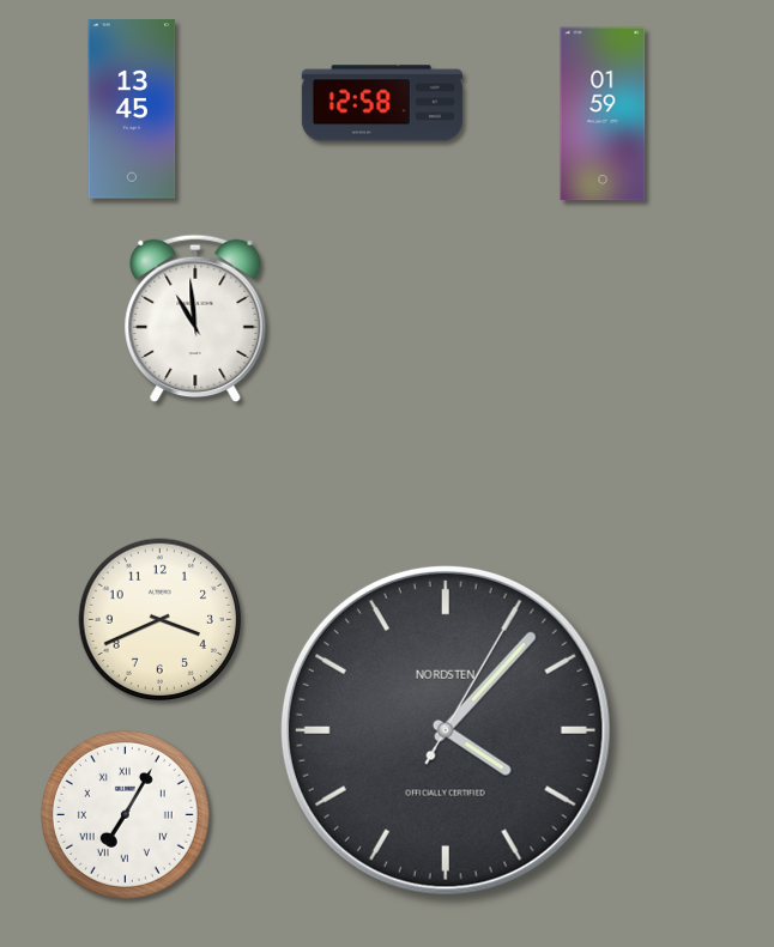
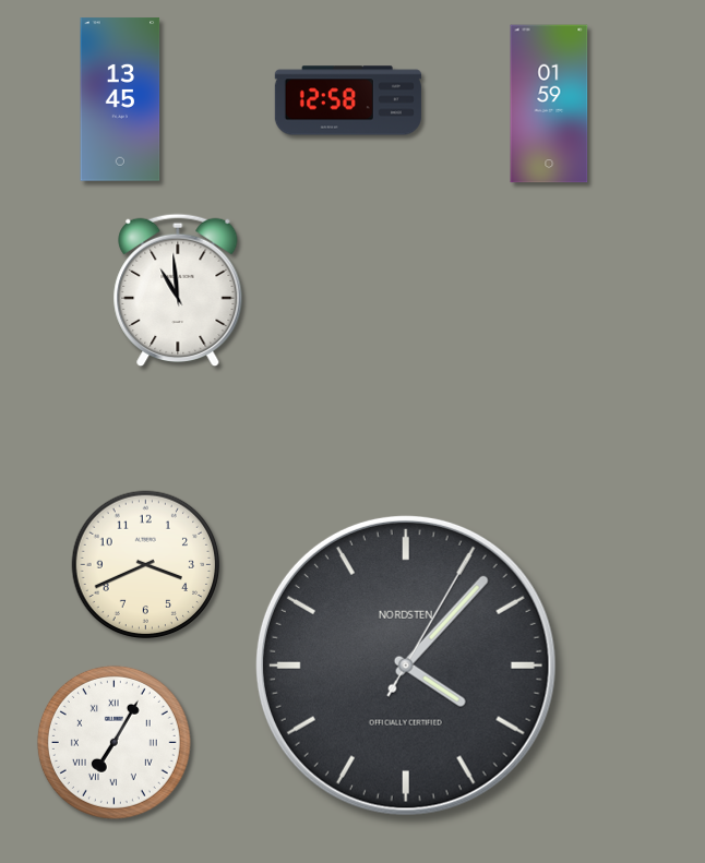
clock at (382, 103) position: (382, 103) -> (348, 100)
